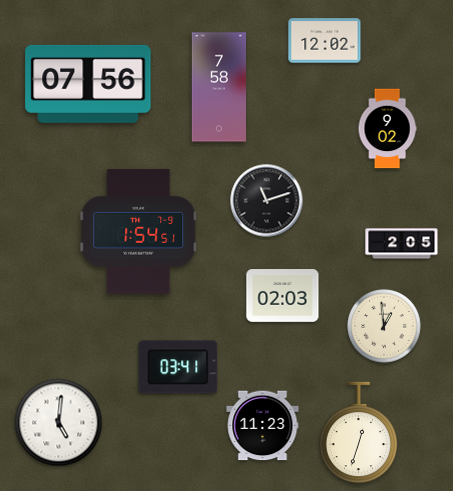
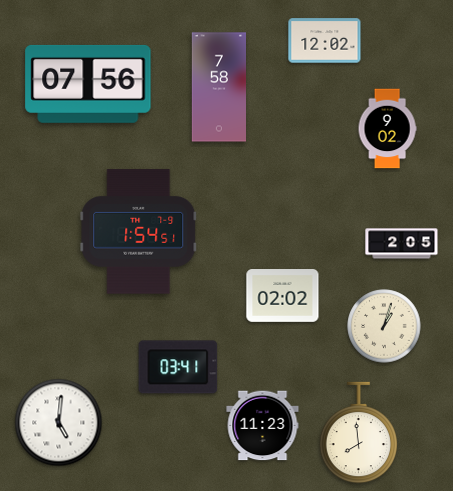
clock at (267, 201): 11:12 -> none
clock at (283, 296): 02:03 -> 02:02
clock at (384, 326): 12:59 -> 1:03
clock at (359, 433): 12:33 -> 7:59
